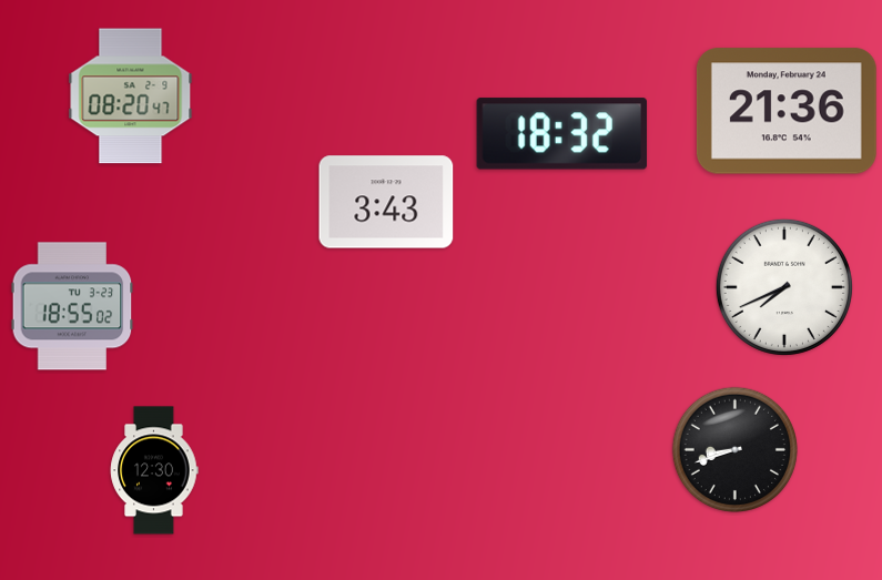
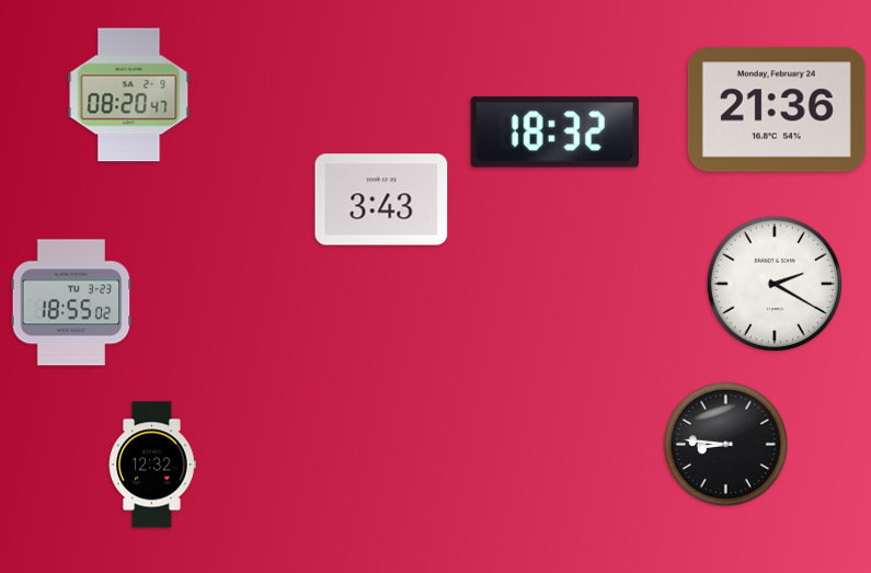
clock at (784, 287): 7:41 -> 2:20
clock at (734, 449): 8:42 -> 8:46
clock at (154, 470): 12:30 -> 12:32
